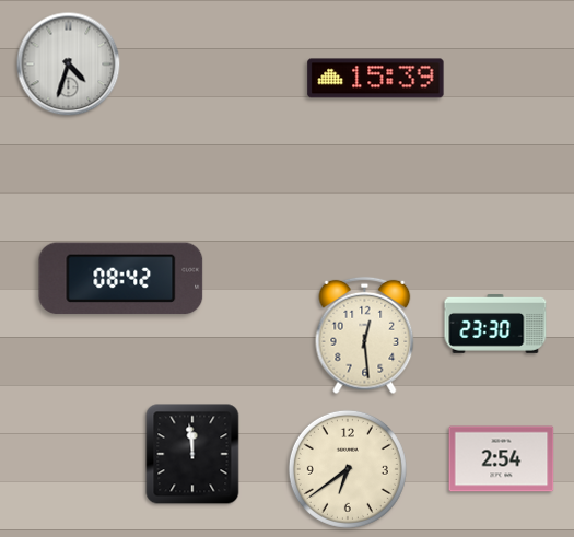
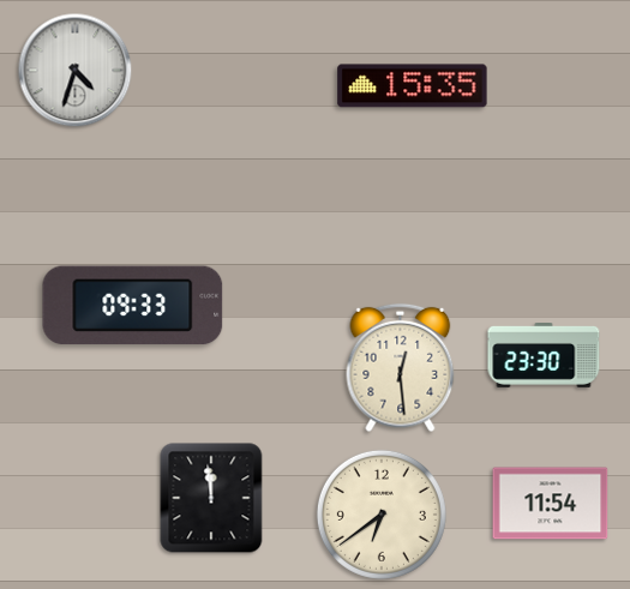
clock at (376, 79): 15:39 -> 15:35
clock at (121, 279): 08:42 -> 09:33
clock at (502, 459): 2:54 -> 11:54
